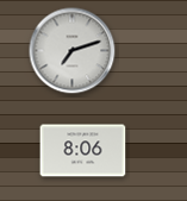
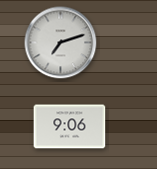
clock at (83, 151): 8:06 -> 9:06
